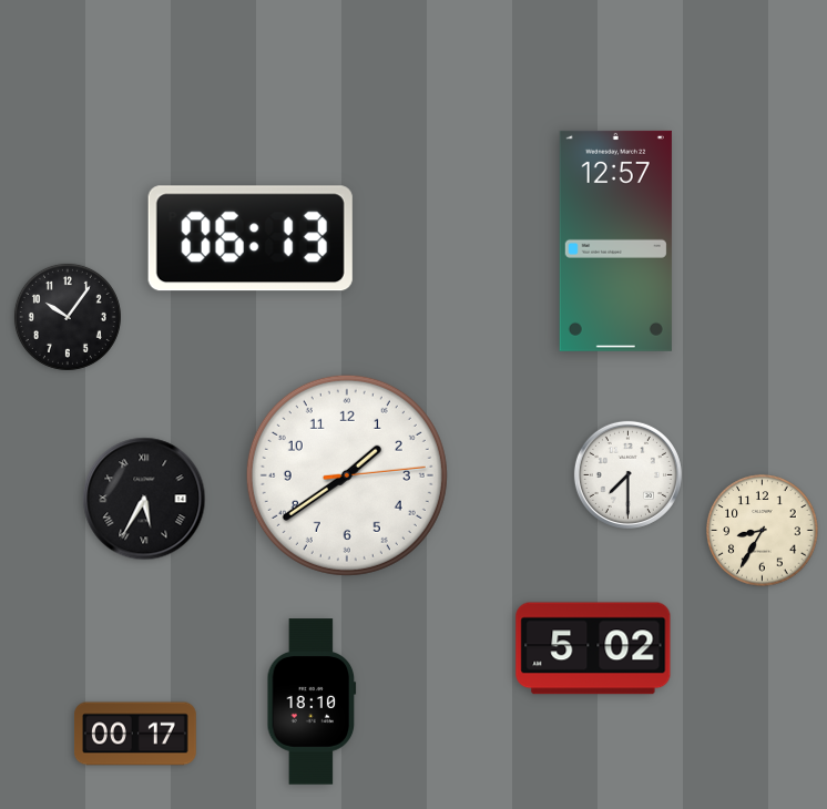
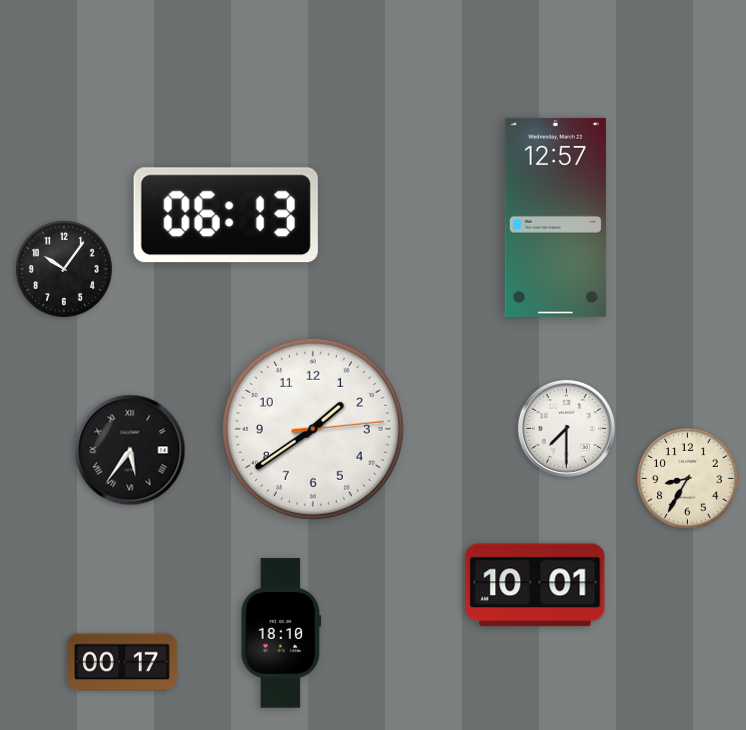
clock at (68, 317) position: (68, 317) -> (64, 269)
clock at (144, 499): 5:35 -> 5:36
clock at (593, 648): 5:02 -> 10:01
